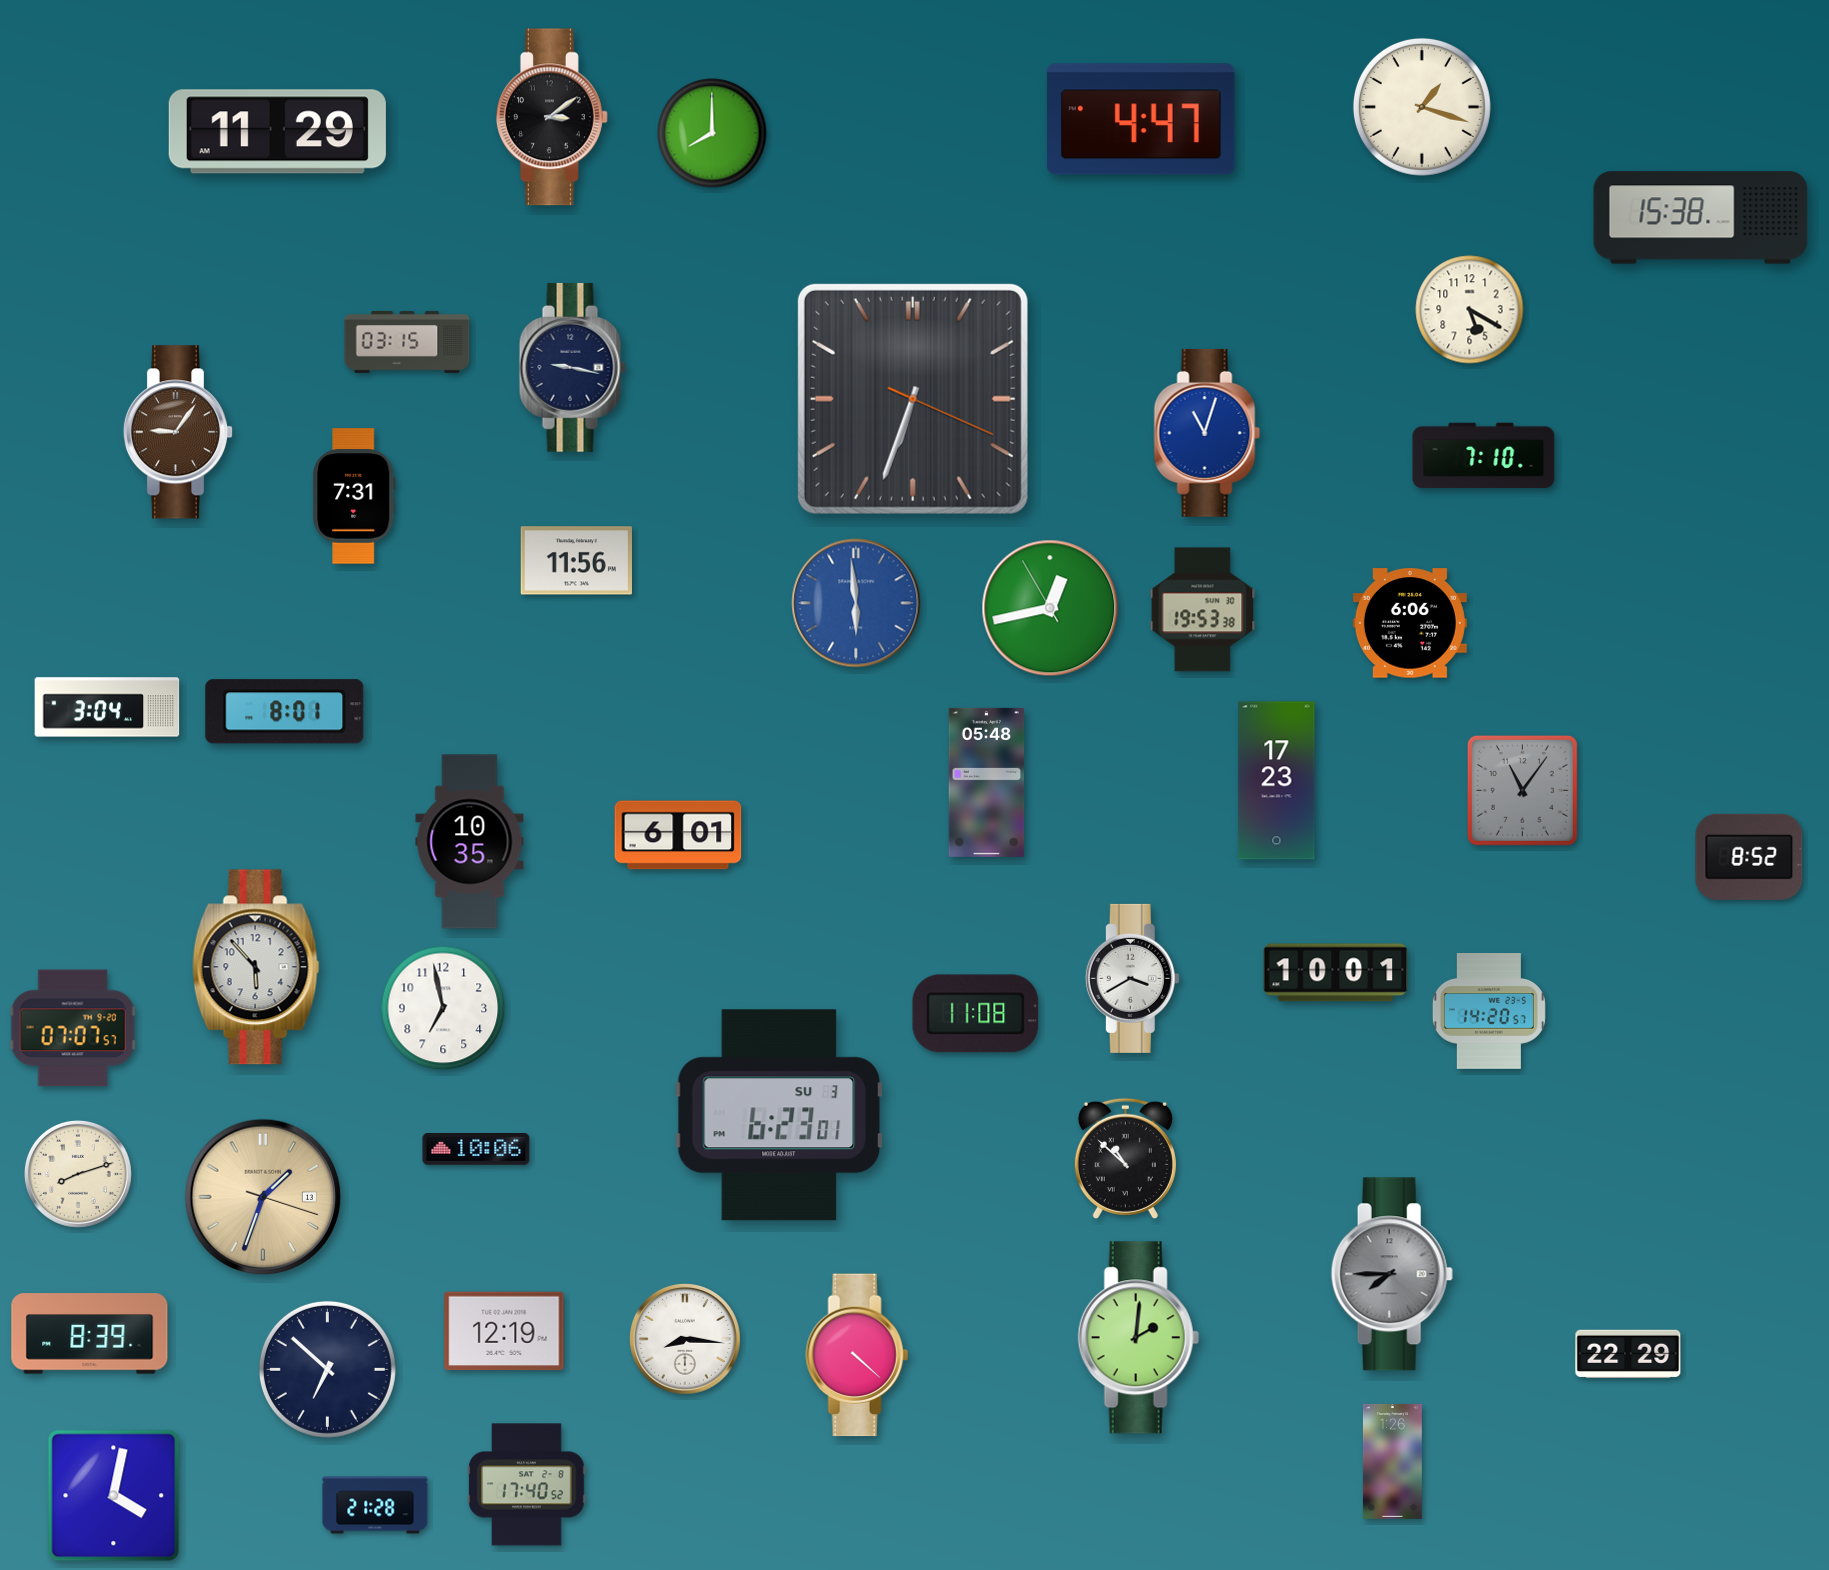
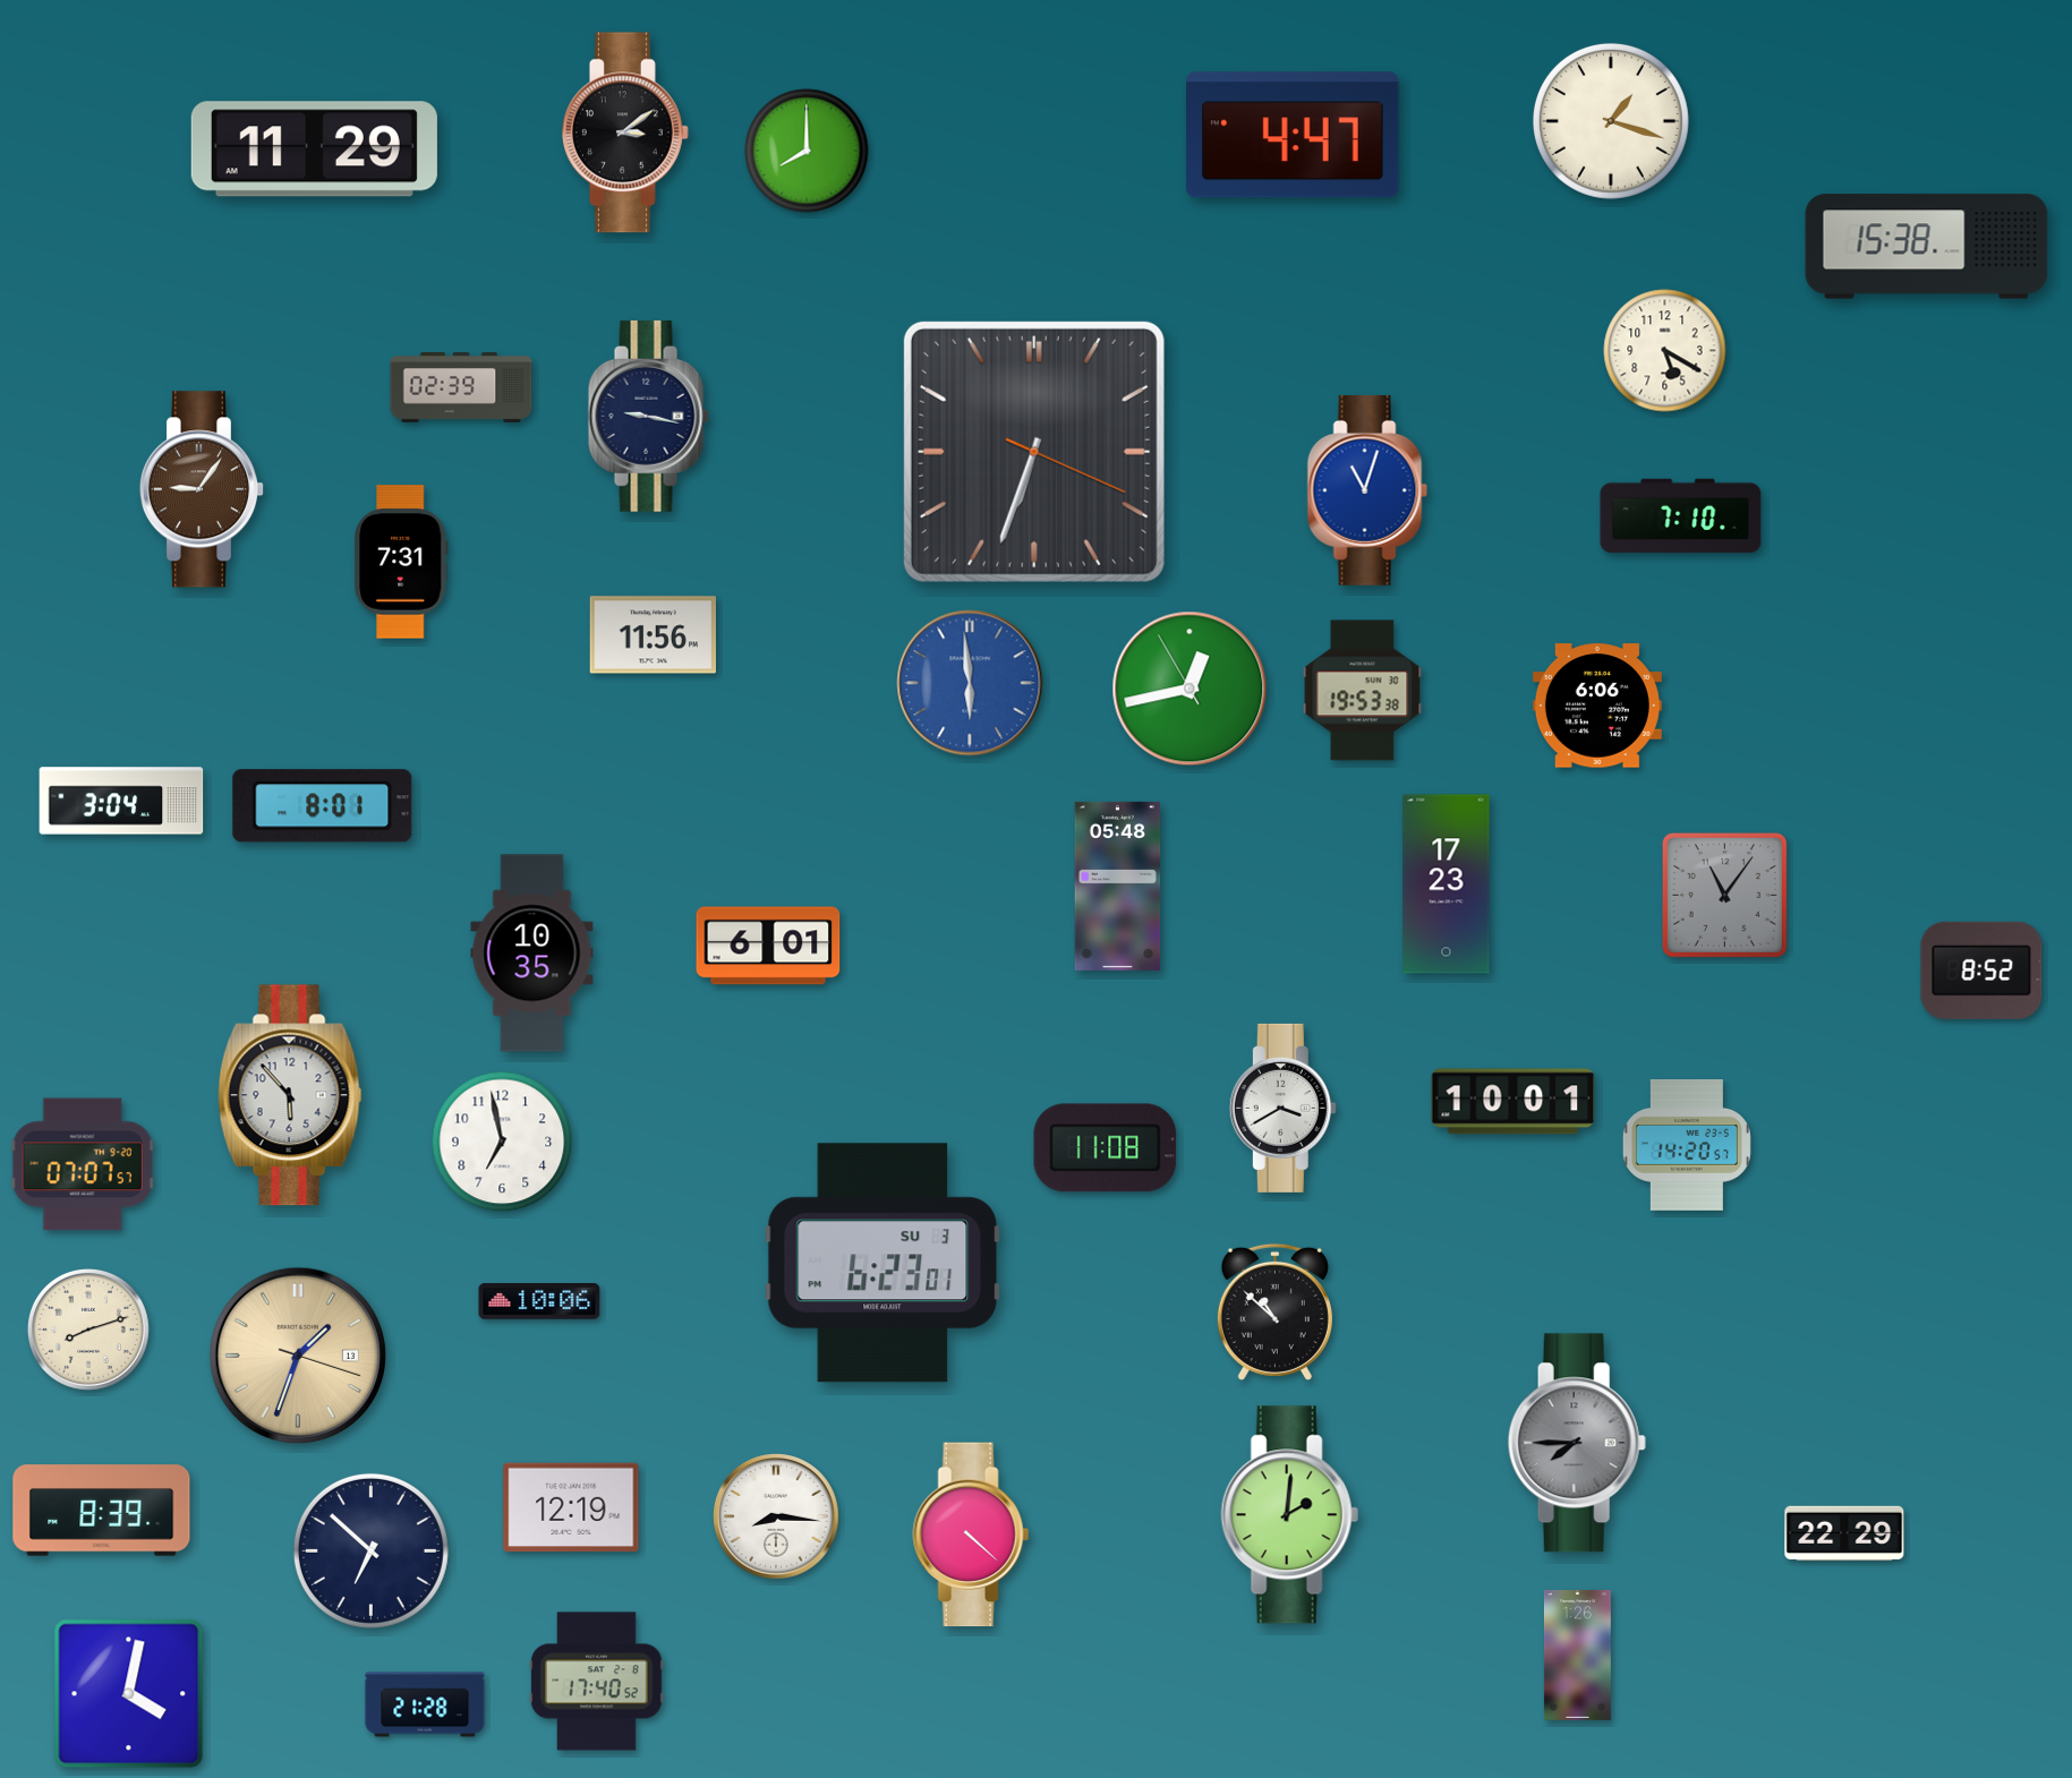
clock at (407, 343): 03:15 -> 02:39
